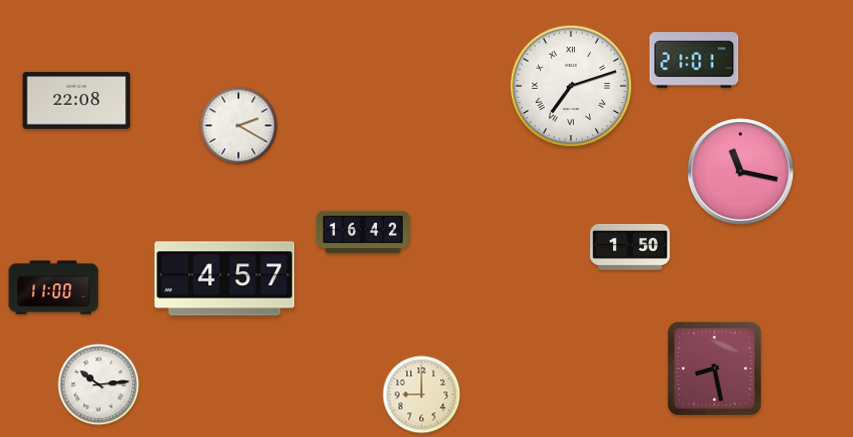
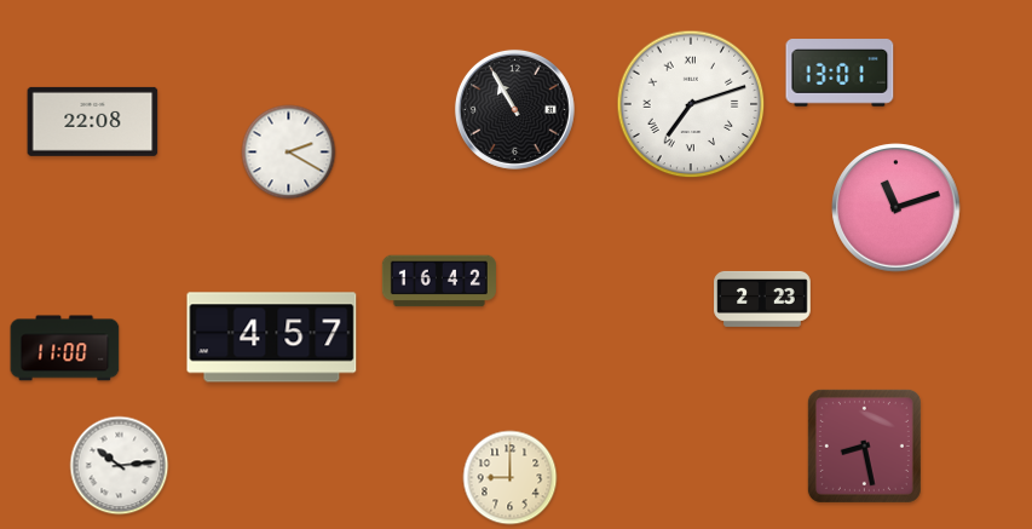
clock at (694, 60): 21:01 -> 13:01
clock at (514, 109): none -> 10:55
clock at (741, 172): 11:17 -> 11:12
clock at (630, 247): 1:50 -> 2:23
